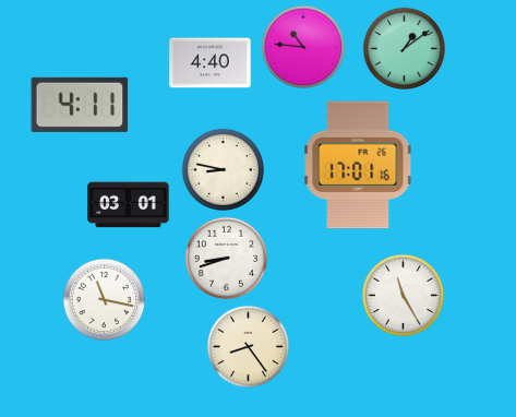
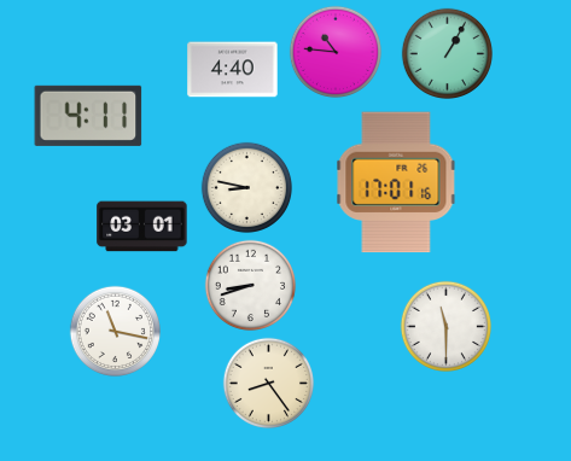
clock at (404, 48): 1:09 -> 1:05
clock at (403, 295): 11:25 -> 11:30
clock at (248, 346) position: (248, 346) -> (268, 383)
